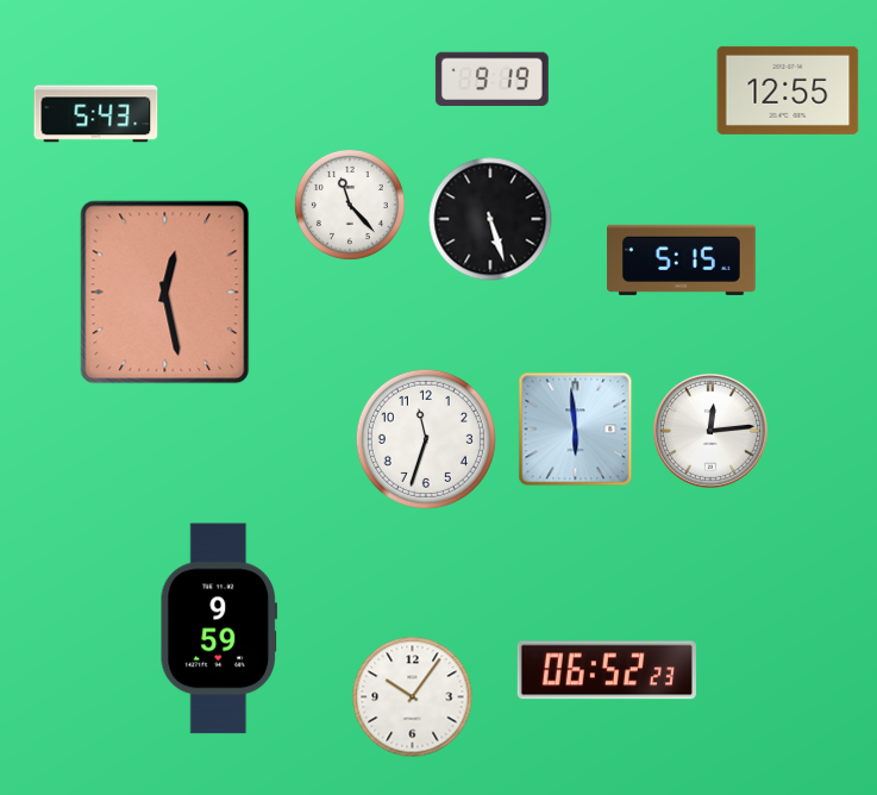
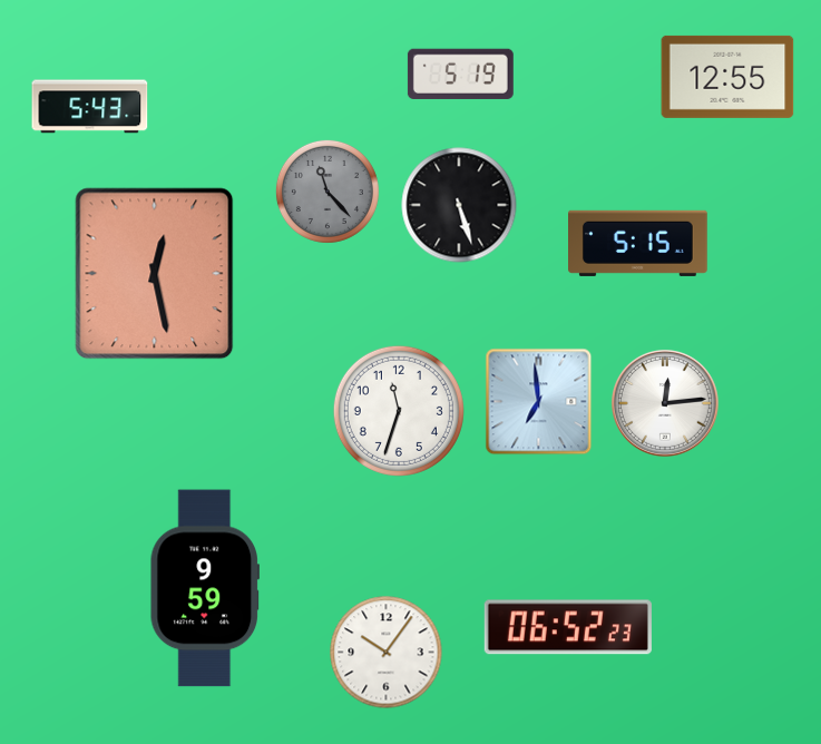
clock at (491, 79): 9:19 -> 5:19
clock at (788, 90) position: (788, 90) -> (727, 77)
clock at (350, 205) dial: white -> grey
clock at (576, 430): 5:59 -> 6:59
